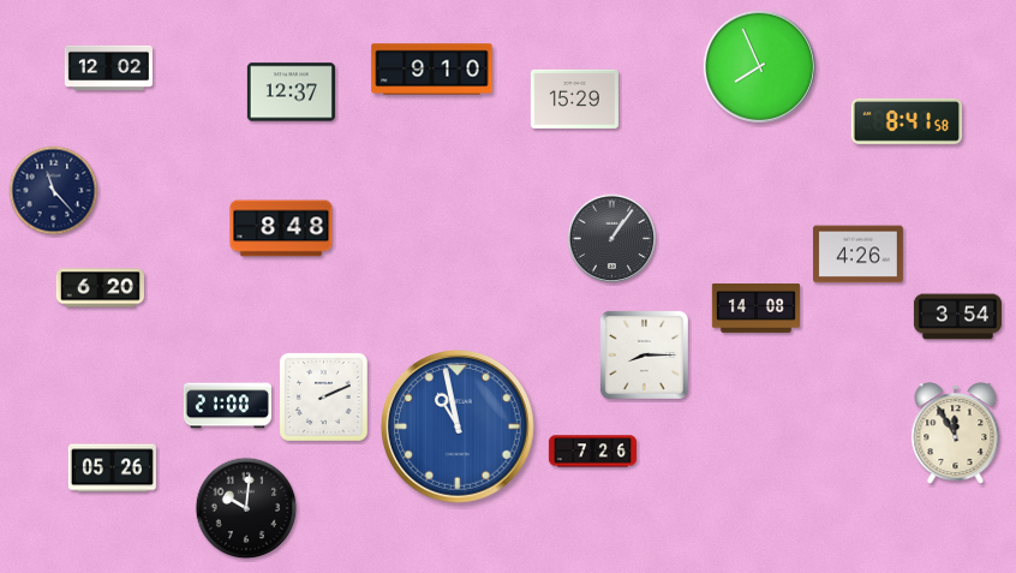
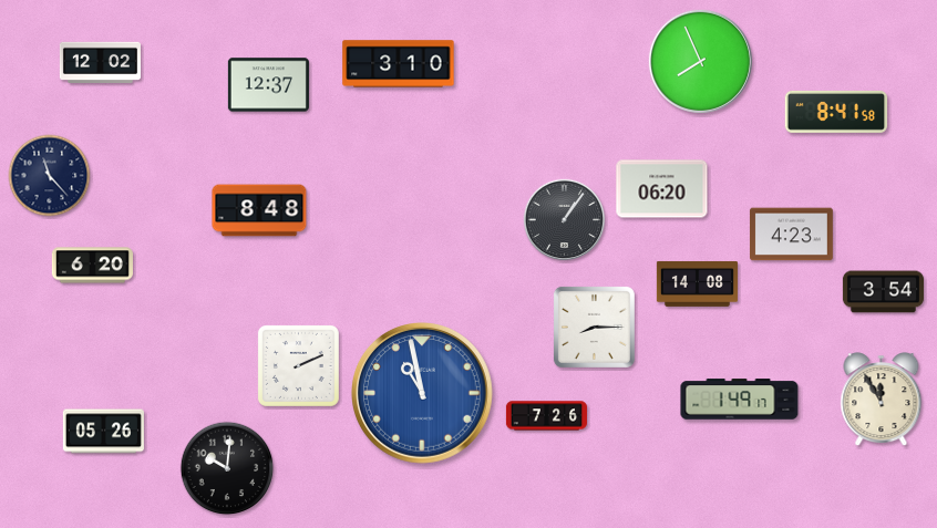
clock at (432, 70): 9:10 -> 3:10
clock at (574, 99): 15:29 -> none
clock at (662, 189): none -> 06:20
clock at (857, 255): 4:26 -> 4:23
clock at (227, 406): 21:00 -> none
clock at (740, 400): none -> 1:49
